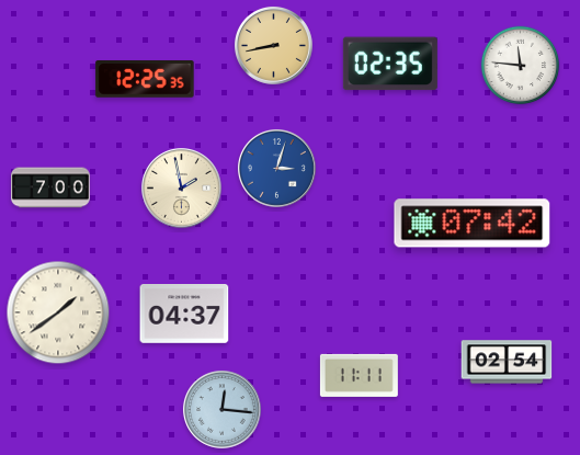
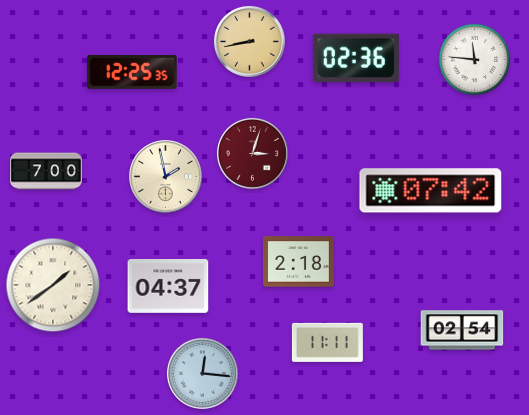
clock at (390, 64): 02:35 -> 02:36
clock at (276, 168) dial: blue -> burgundy
clock at (182, 189) position: (182, 189) -> (166, 177)
clock at (473, 224) position: (473, 224) -> (431, 191)
clock at (298, 262): none -> 2:18
